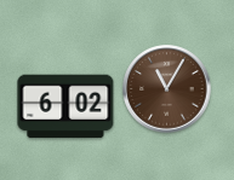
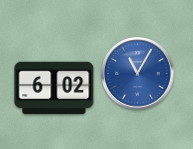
clock at (167, 89) dial: brown -> blue
